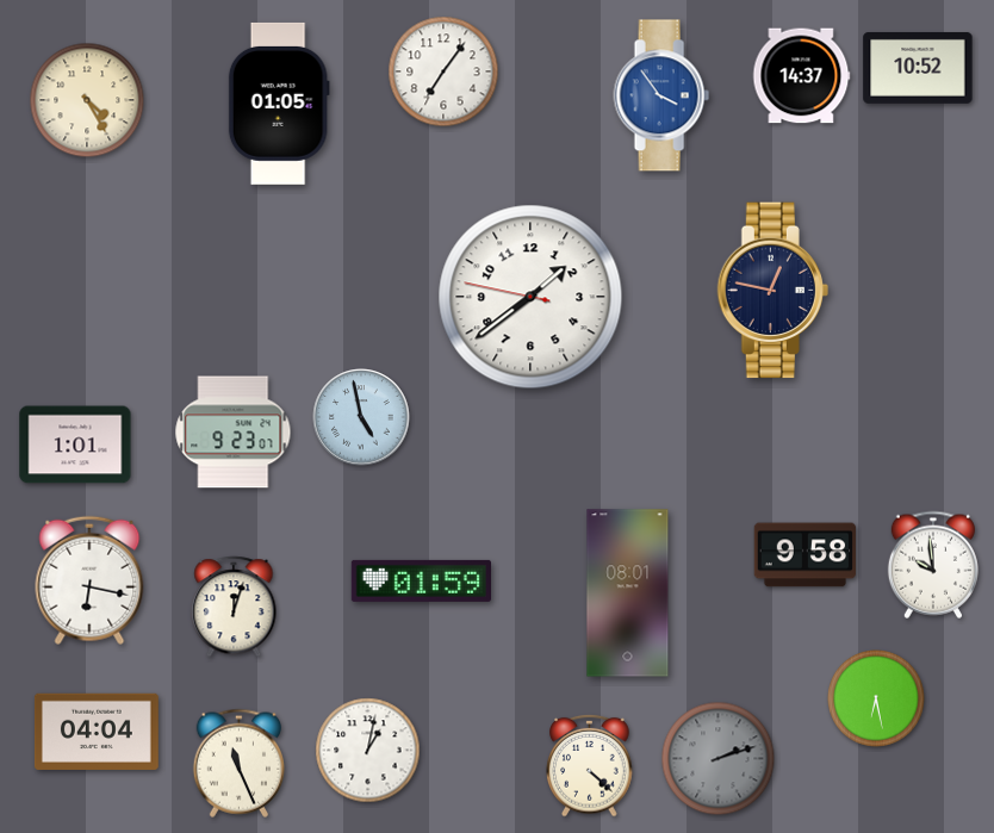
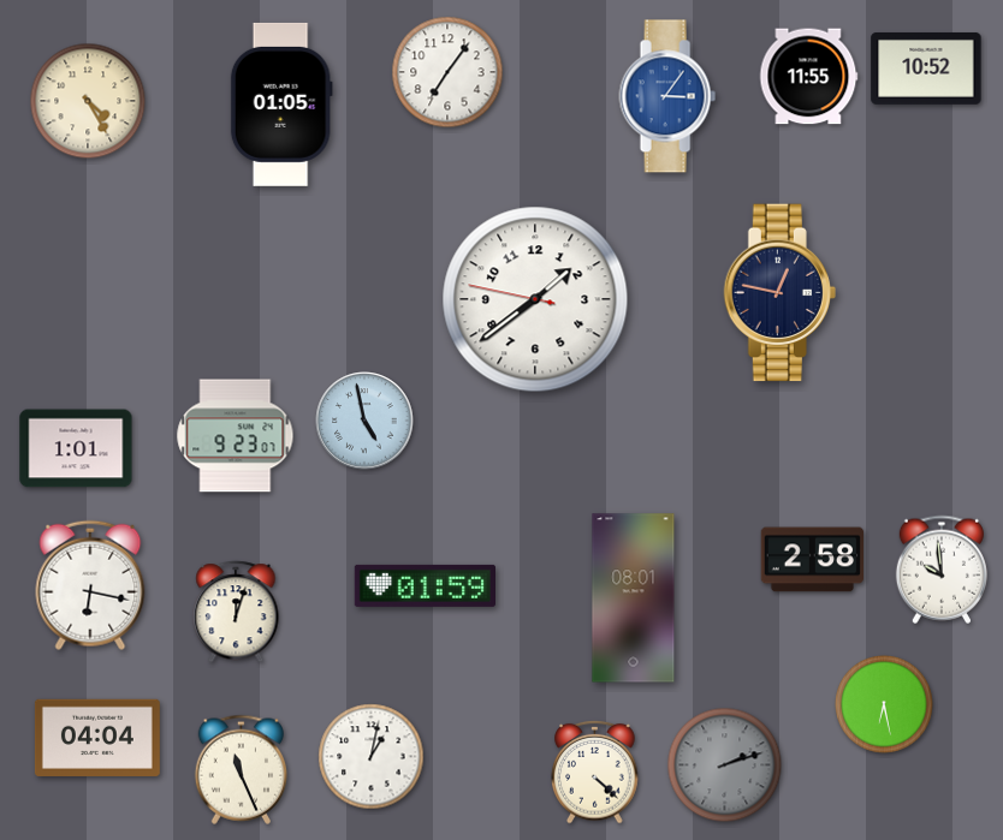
clock at (801, 76): 14:37 -> 11:55
clock at (661, 95): 3:54 -> 3:06
clock at (806, 555): 9:58 -> 2:58
